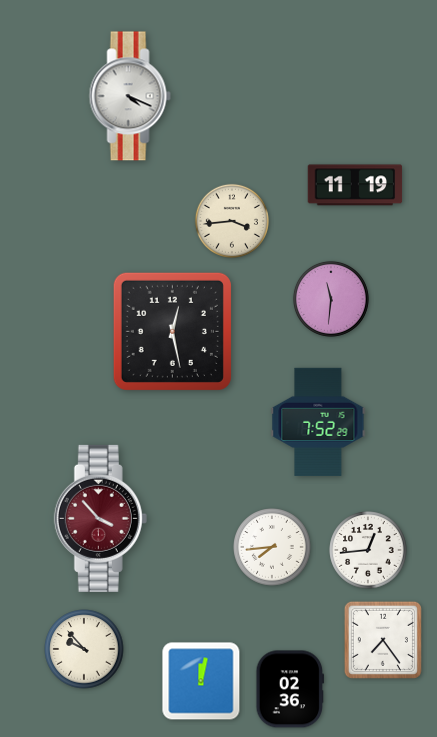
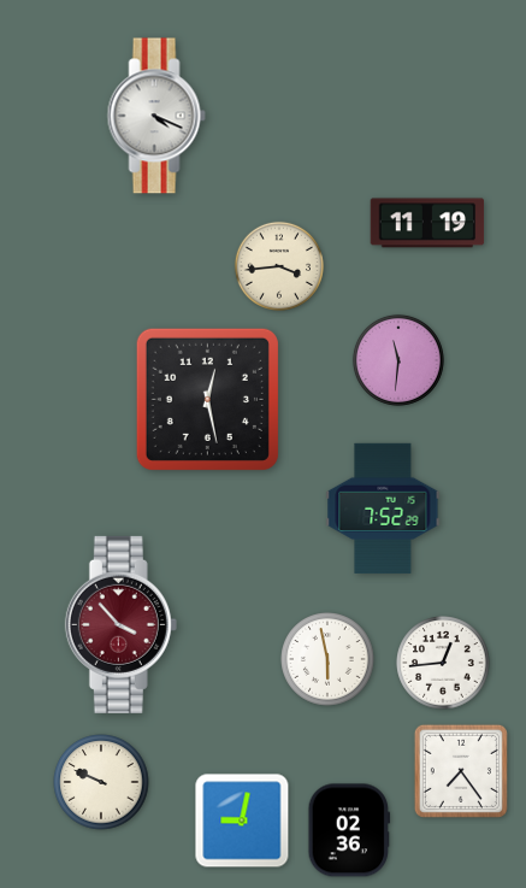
clock at (272, 547): 7:44 -> 5:58
clock at (84, 649): 9:53 -> 9:49
clock at (201, 681): 12:02 -> 9:02
